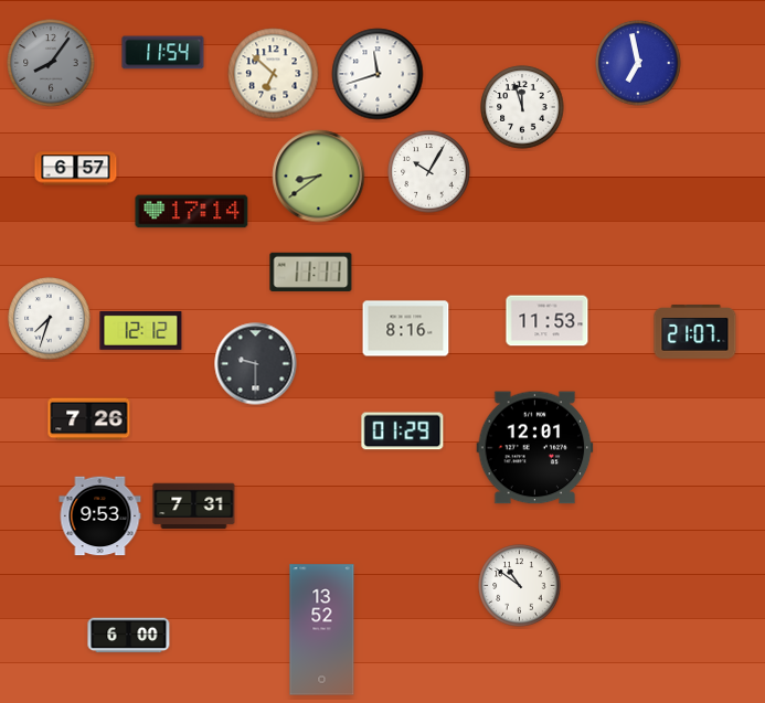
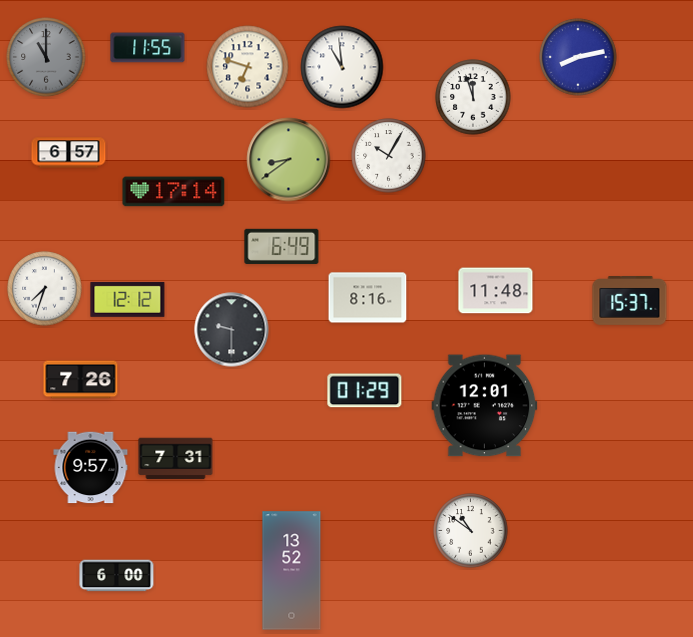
clock at (163, 53): 11:54 -> 11:55
clock at (51, 63): 8:06 -> 11:00
clock at (638, 63): 6:58 -> 8:13
clock at (274, 74): 6:52 -> 6:48
clock at (378, 74): 11:42 -> 10:59
clock at (311, 271): 11:11 -> 6:49
clock at (548, 321): 11:53 -> 11:48
clock at (695, 332): 21:07 -> 15:37
clock at (100, 516): 9:53 -> 9:57
